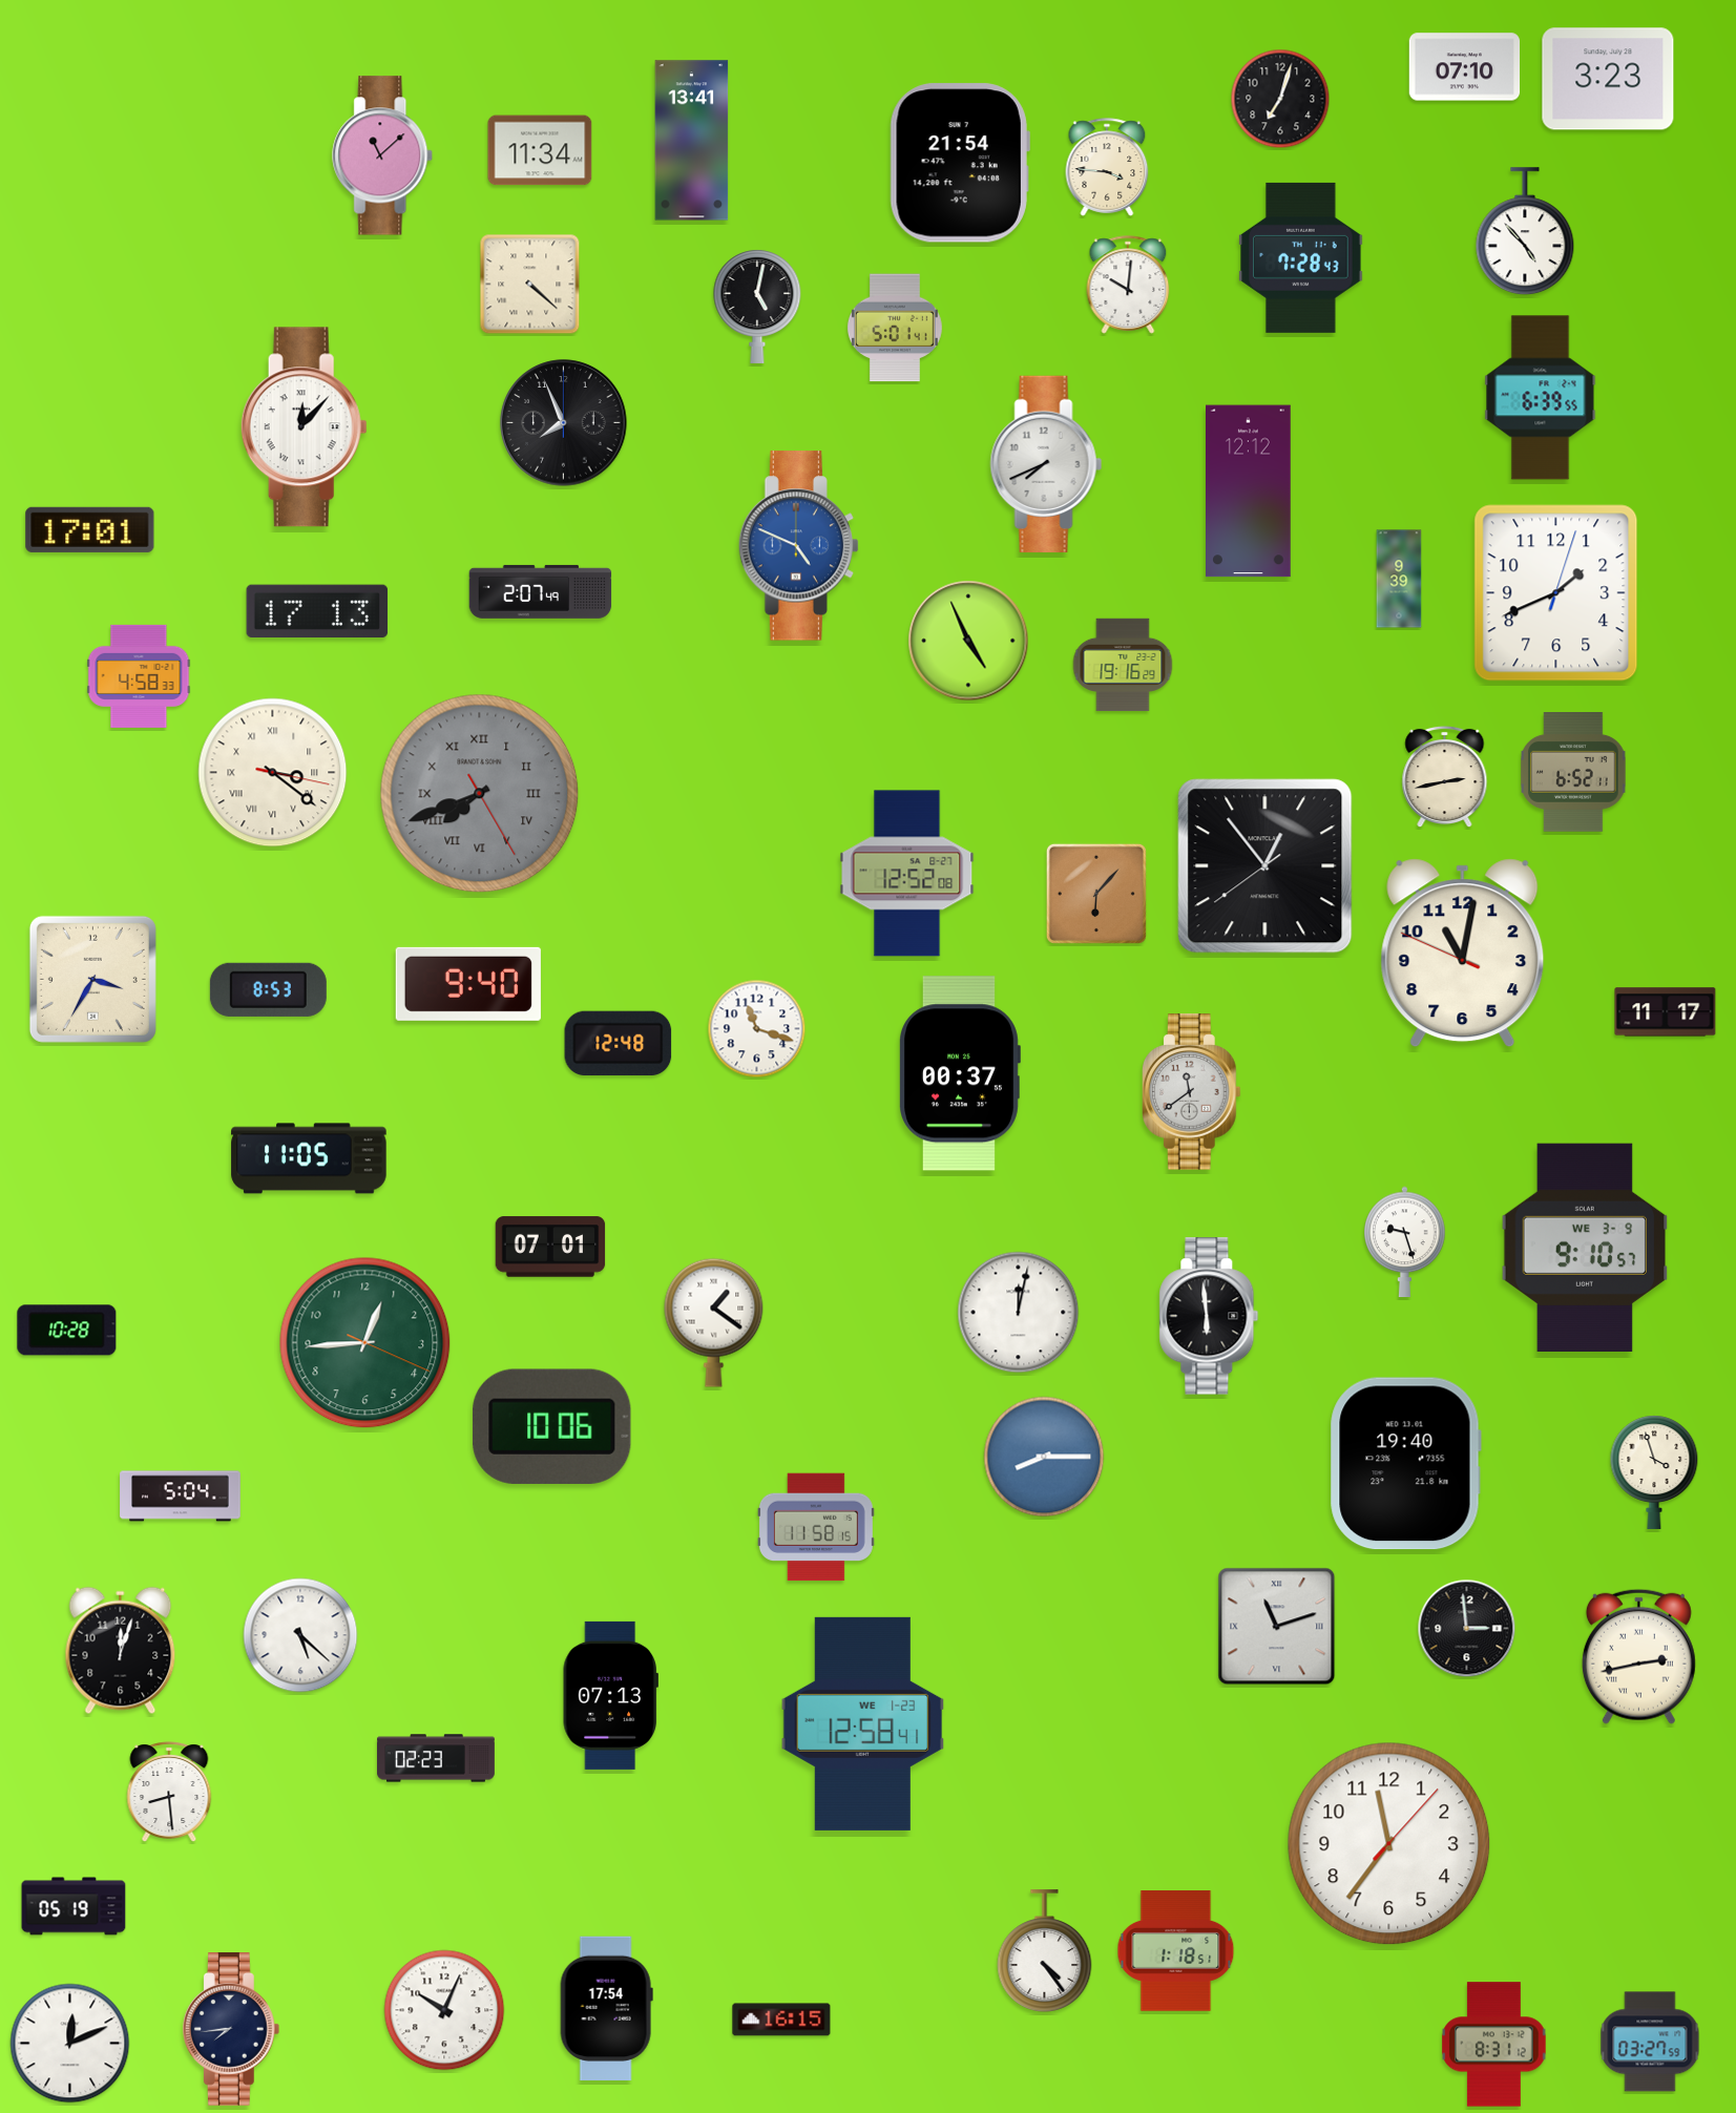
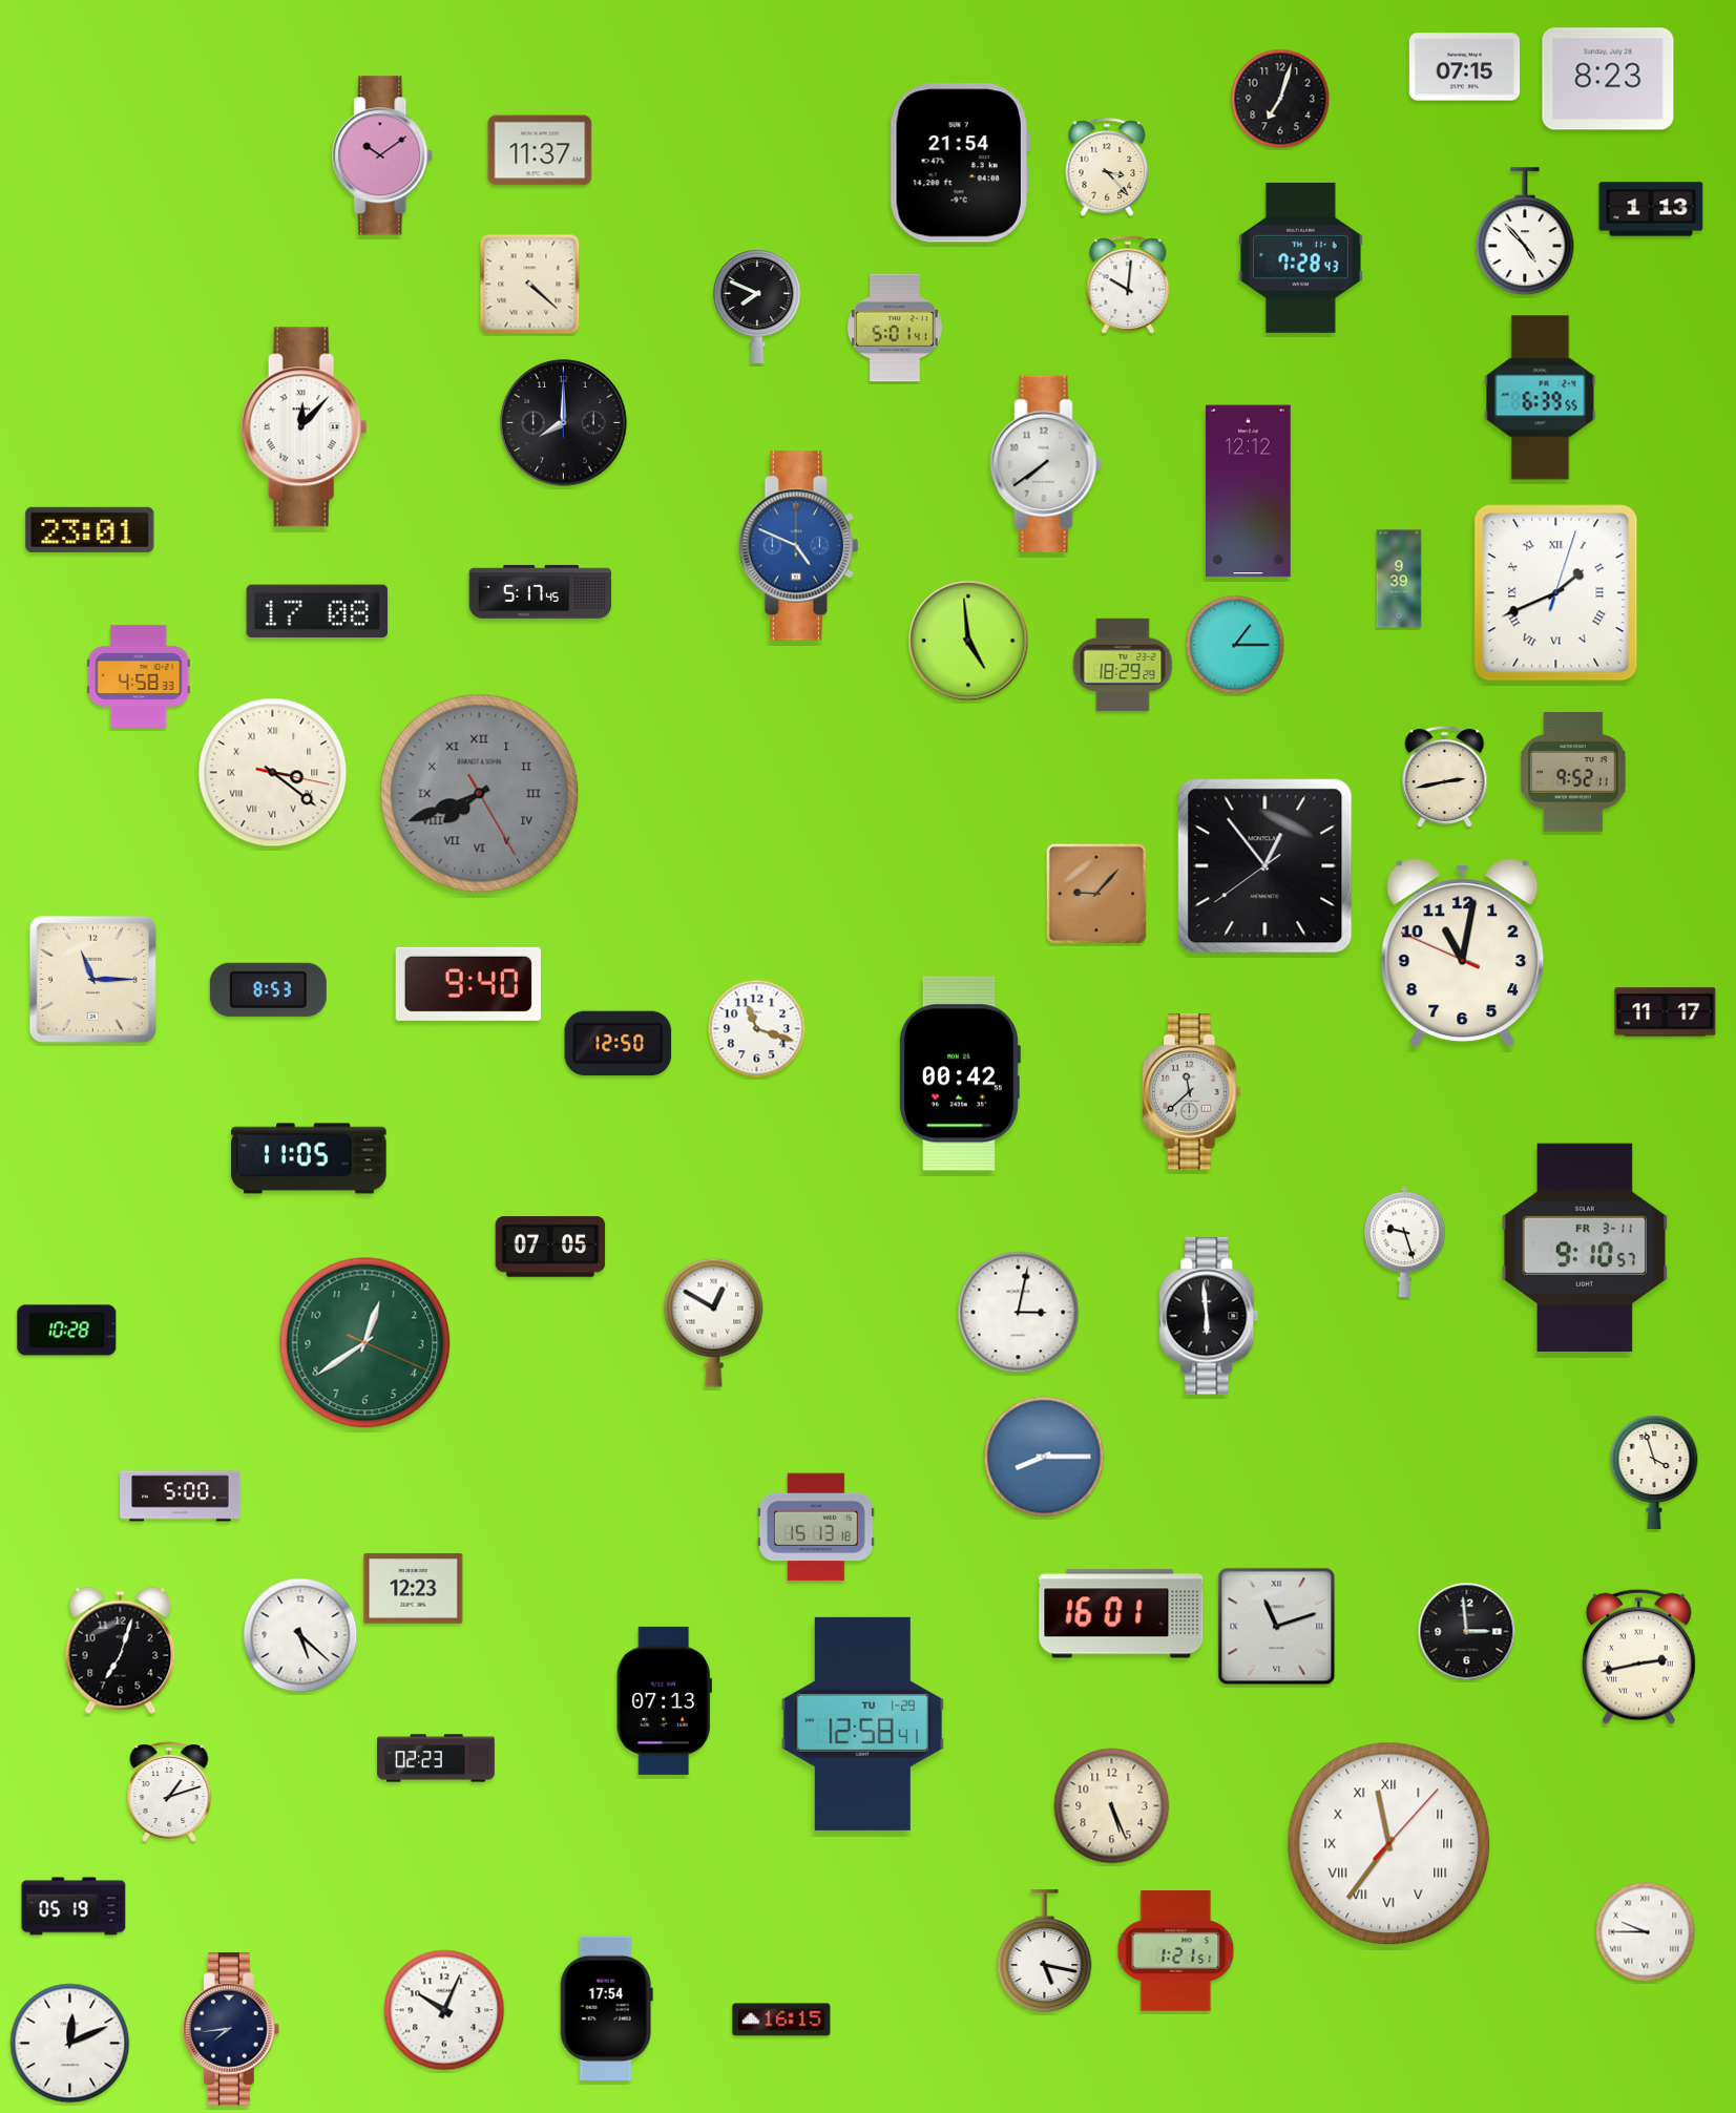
clock at (1465, 67): 07:10 -> 07:15
clock at (1608, 79): 3:23 -> 8:23
clock at (692, 141): 13:41 -> none
clock at (540, 150): 11:34 -> 11:37
clock at (383, 155): 11:08 -> 10:09
clock at (1107, 167): 3:46 -> 3:23
clock at (1651, 209): none -> 1:13
clock at (757, 307): 5:02 -> 7:49
clock at (564, 423): 7:56 -> 8:00
clock at (1046, 464): 7:41 -> 7:39
clock at (90, 529): 17:01 -> 23:01
clock at (541, 591): 2:07 -> 5:17
clock at (1556, 593) numerals: Arabic -> Roman
clock at (317, 610): 17:13 -> 17:08
clock at (968, 641): 4:56 -> 4:59
clock at (1235, 645): none -> 1:15
clock at (1123, 665): 19:16 -> 18:29
clock at (1573, 773): 6:52 -> 9:52
clock at (907, 874): 12:52 -> none
clock at (1096, 894): 6:07 -> 9:07
clock at (92, 979): 3:35 -> 11:15
clock at (619, 1044): 12:48 -> 12:50
clock at (960, 1073): 00:37 -> 00:42
clock at (1191, 1092): 11:39 -> 11:38
clock at (550, 1247): 07:01 -> 07:05
clock at (1585, 1247) date: WE 3-9 -> FR 3-11
clock at (1019, 1313): 12:02 -> 3:02
clock at (714, 1322): 1:21 -> 12:50
clock at (365, 1343): 12:44 -> 12:39
clock at (552, 1426): 10:06 -> none
clock at (1405, 1464): 19:40 -> none
clock at (181, 1497): 5:04 -> 5:00
clock at (816, 1527): 11:58 -> 15:13
clock at (414, 1589): none -> 12:23
clock at (1122, 1614): none -> 16:01
clock at (1467, 1629) position: (1467, 1629) -> (1467, 1632)
clock at (121, 1651): 12:03 -> 7:03
clock at (610, 1695) position: (610, 1695) -> (664, 1700)
clock at (863, 1723) date: WE 1-23 -> TU 1-29
clock at (169, 1792): 8:29 -> 1:12
clock at (1112, 1806): none -> 5:26
clock at (1389, 1844) numerals: Arabic -> Roman
clock at (1646, 1932): none -> 9:45
clock at (1045, 1951): 4:24 -> 5:17
clock at (1176, 1951): 1:18 -> 1:21
clock at (1650, 2042): 03:27 -> none
clock at (1494, 2045): 8:31 -> none
